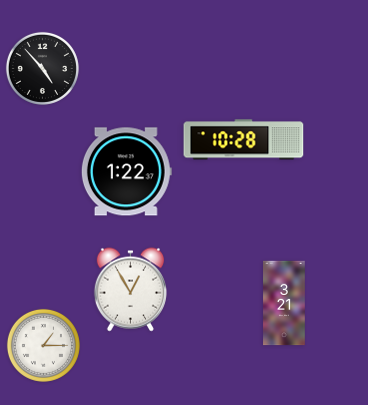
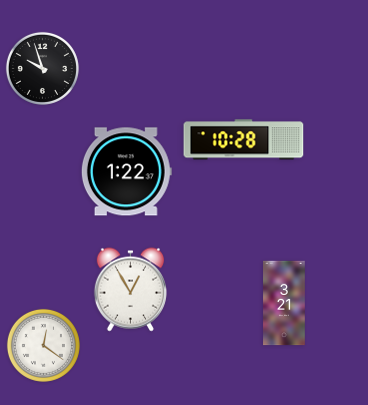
clock at (42, 68): 4:53 -> 9:57
clock at (43, 345): 1:15 -> 12:21
